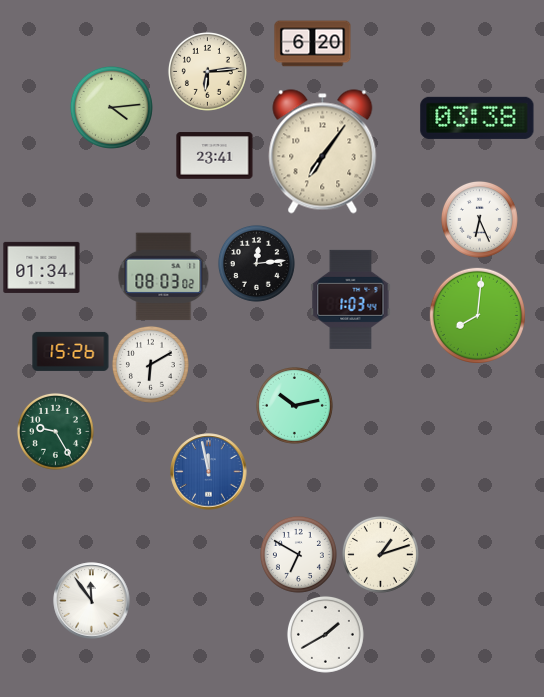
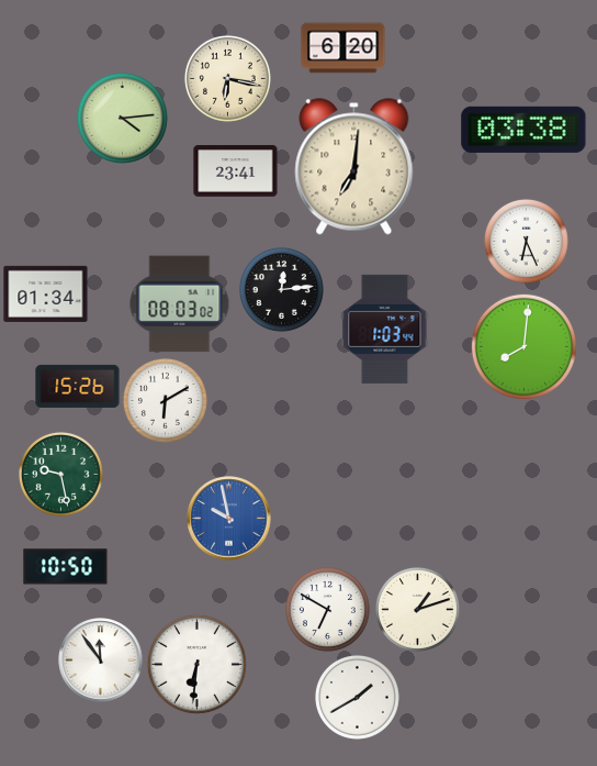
clock at (207, 71): 6:14 -> 6:17
clock at (323, 152): 7:06 -> 7:01
clock at (294, 405): 10:13 -> none
clock at (55, 431): 9:25 -> 9:28
clock at (209, 472): 11:58 -> 9:58
clock at (66, 567): none -> 10:50
clock at (196, 664): none -> 6:31
